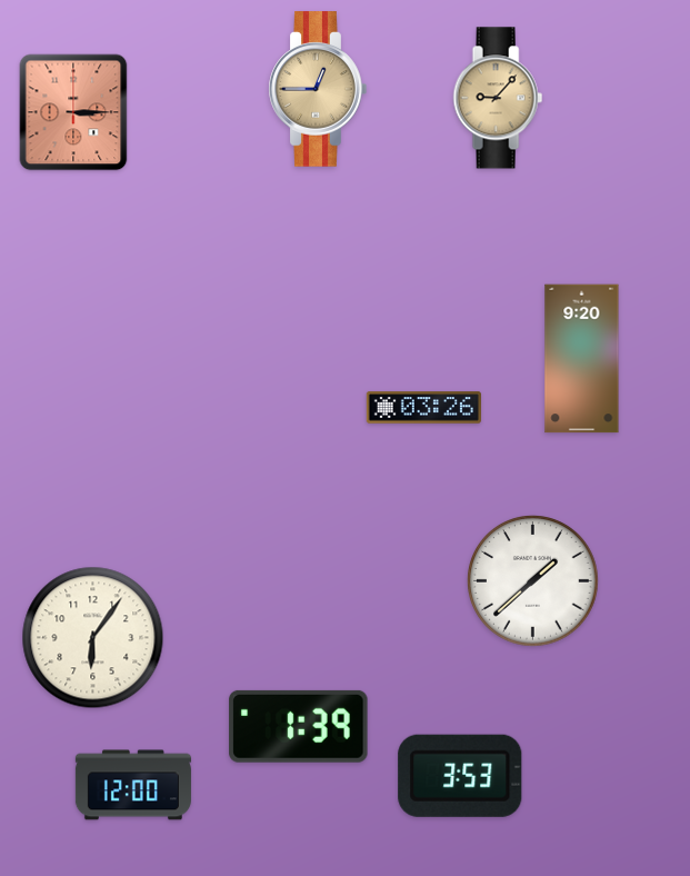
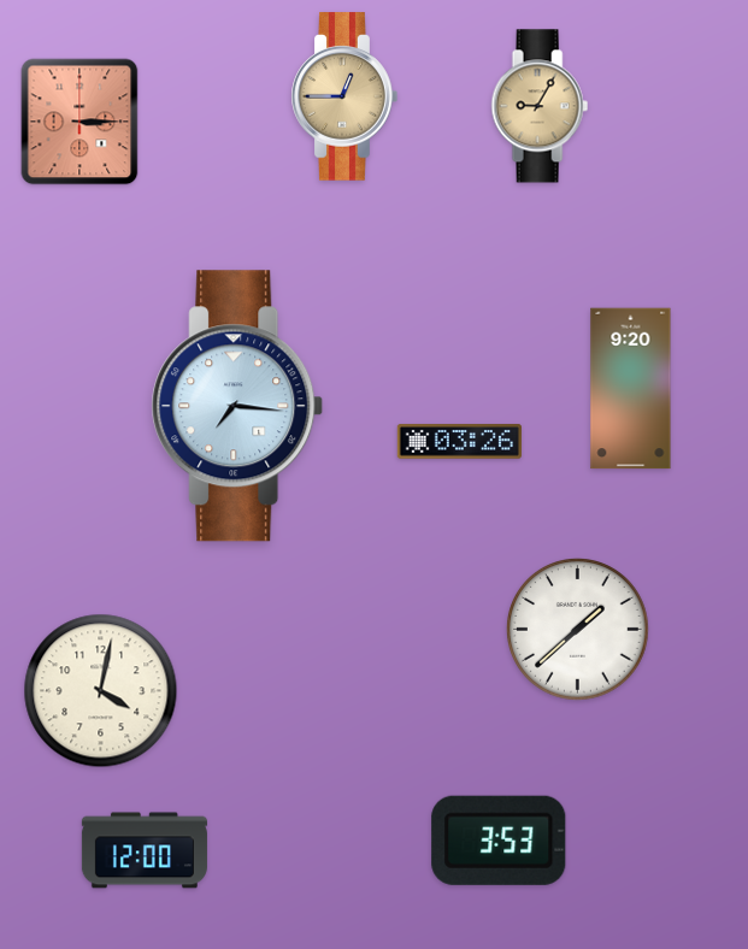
clock at (498, 98): 9:07 -> 9:05
clock at (237, 406): none -> 7:16
clock at (93, 638): 6:06 -> 4:02
clock at (299, 726): 1:39 -> none
